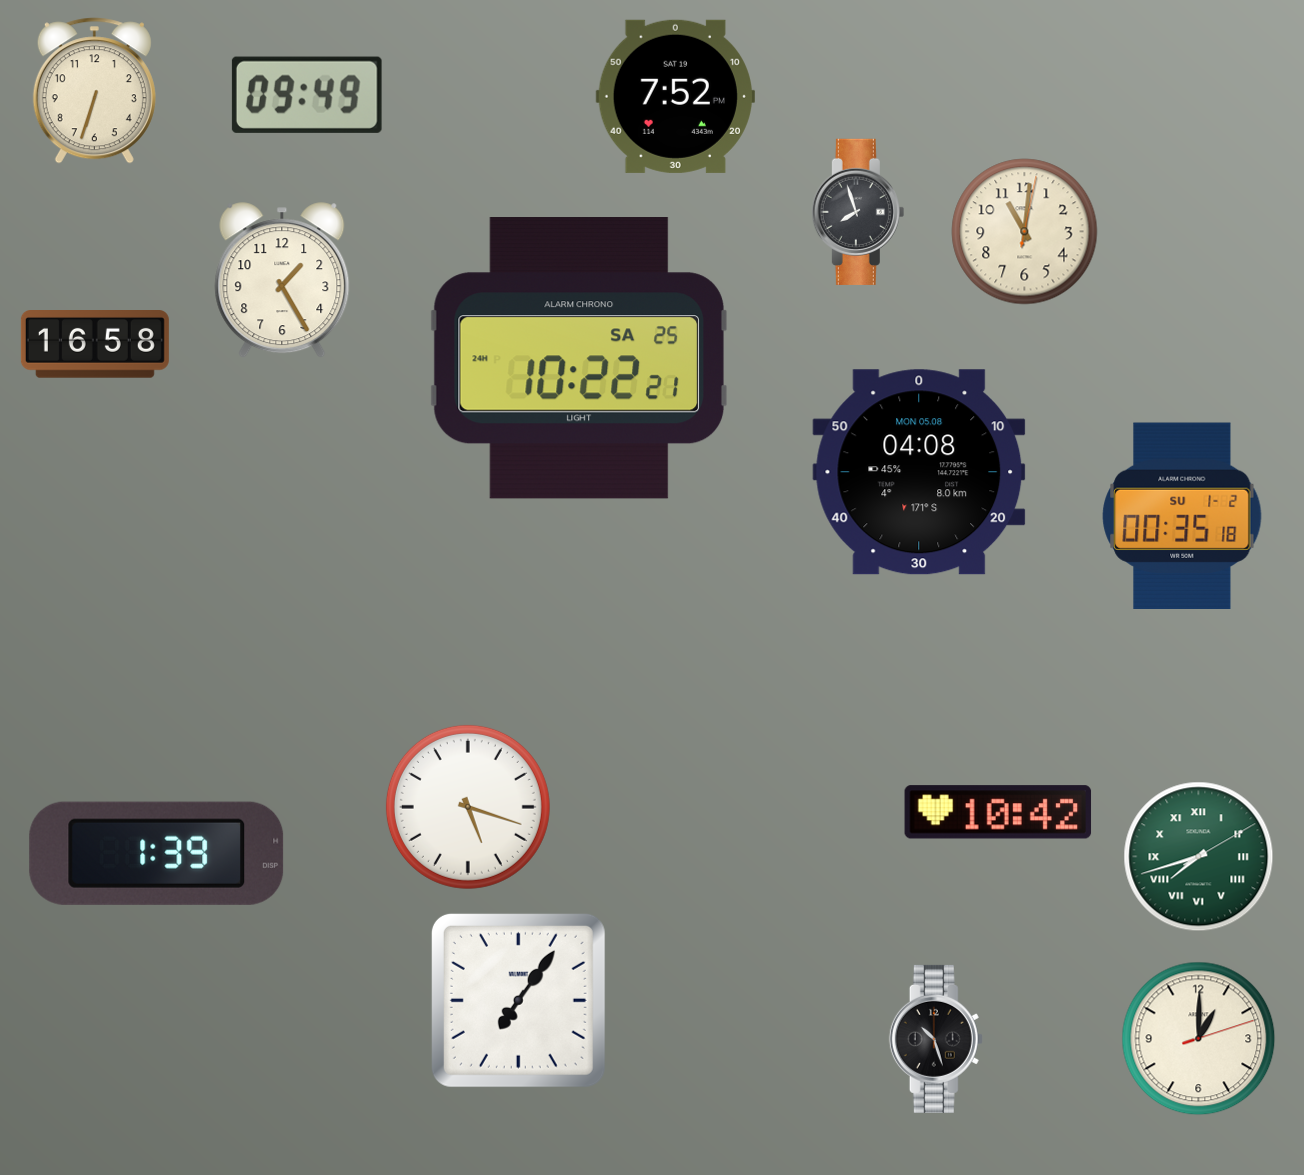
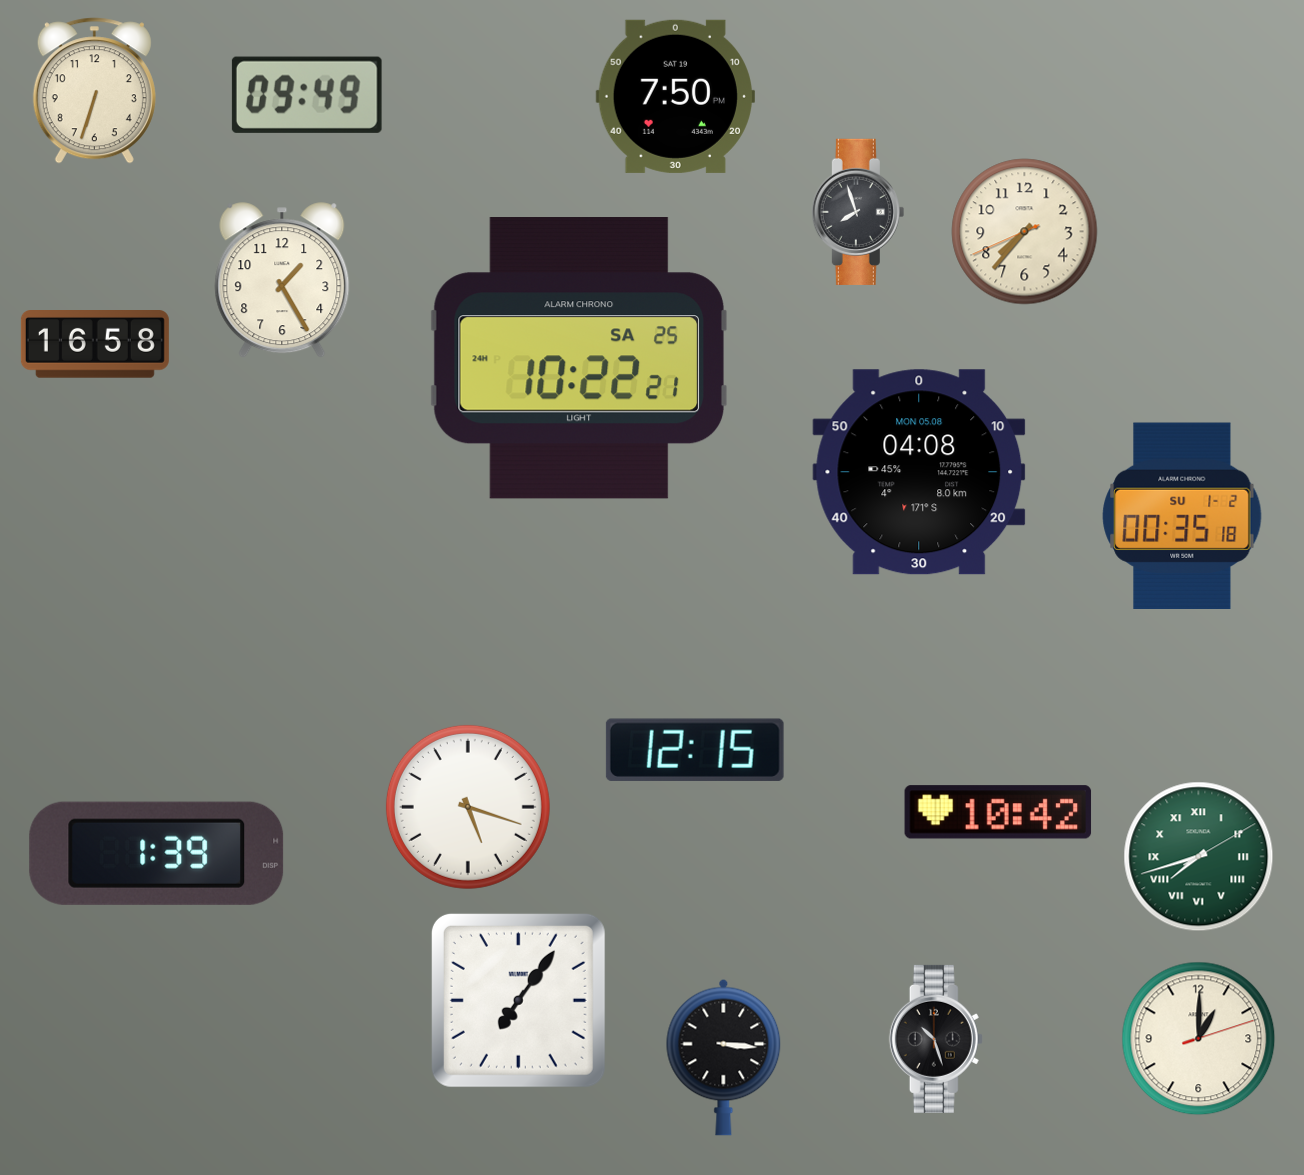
clock at (675, 96): 7:52 -> 7:50
clock at (1025, 232): 11:01 -> 7:36
clock at (695, 750): none -> 12:15
clock at (724, 1057): none -> 3:16
